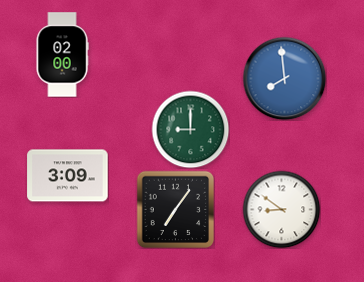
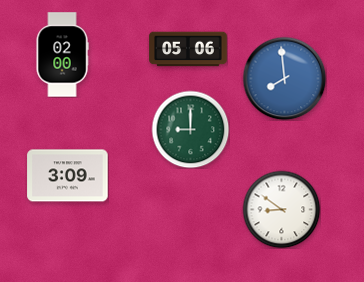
clock at (188, 49): none -> 05:06
clock at (175, 209): 7:06 -> none
